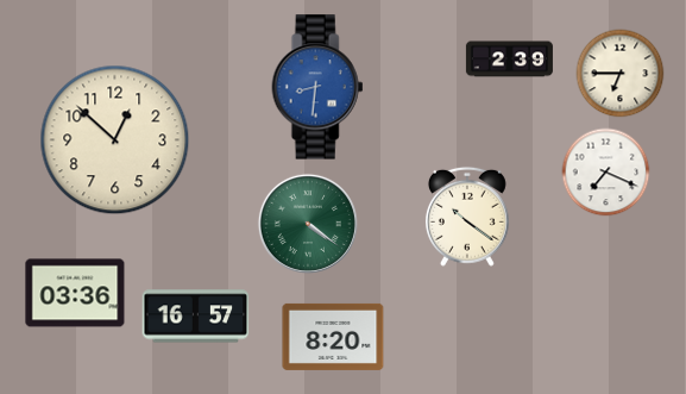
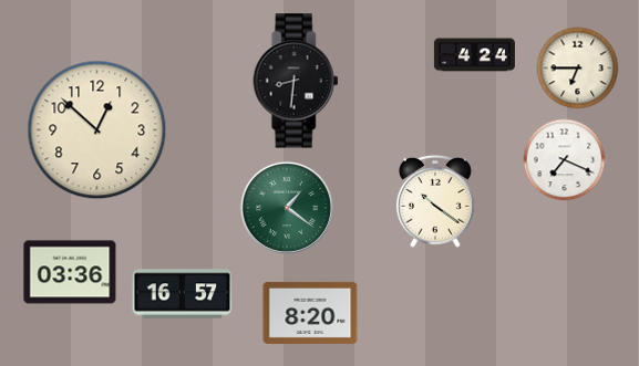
clock at (509, 60): 2:39 -> 4:24
clock at (317, 87) dial: blue -> black
clock at (115, 140) position: (115, 140) -> (97, 130)
clock at (308, 224): 4:21 -> 1:21
